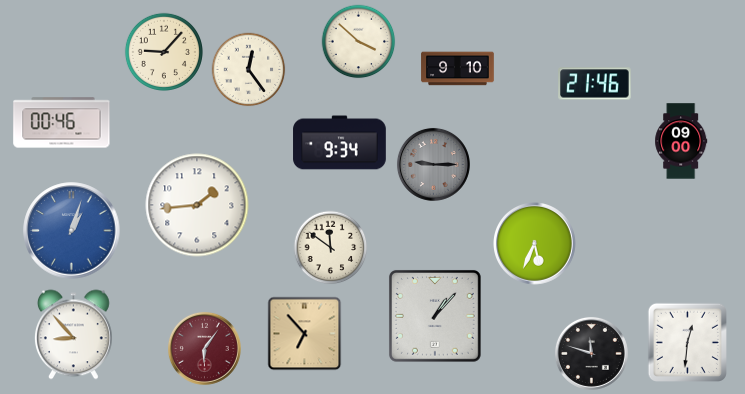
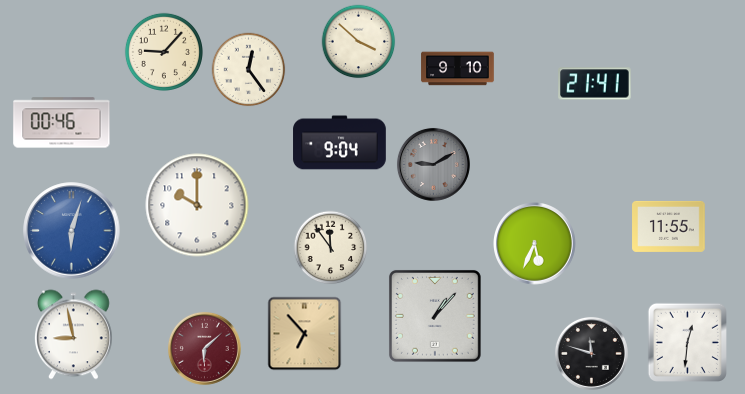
clock at (595, 84): 21:46 -> 21:41
clock at (681, 141): 09:00 -> none
clock at (340, 143): 9:34 -> 9:04
clock at (433, 164): 9:15 -> 9:10
clock at (197, 205): 1:44 -> 10:00
clock at (669, 226): none -> 11:55
clock at (72, 231): 1:03 -> 6:03
clock at (331, 248): 11:51 -> 11:54
clock at (73, 335): 8:53 -> 8:58
clock at (204, 348): 6:06 -> 6:08
